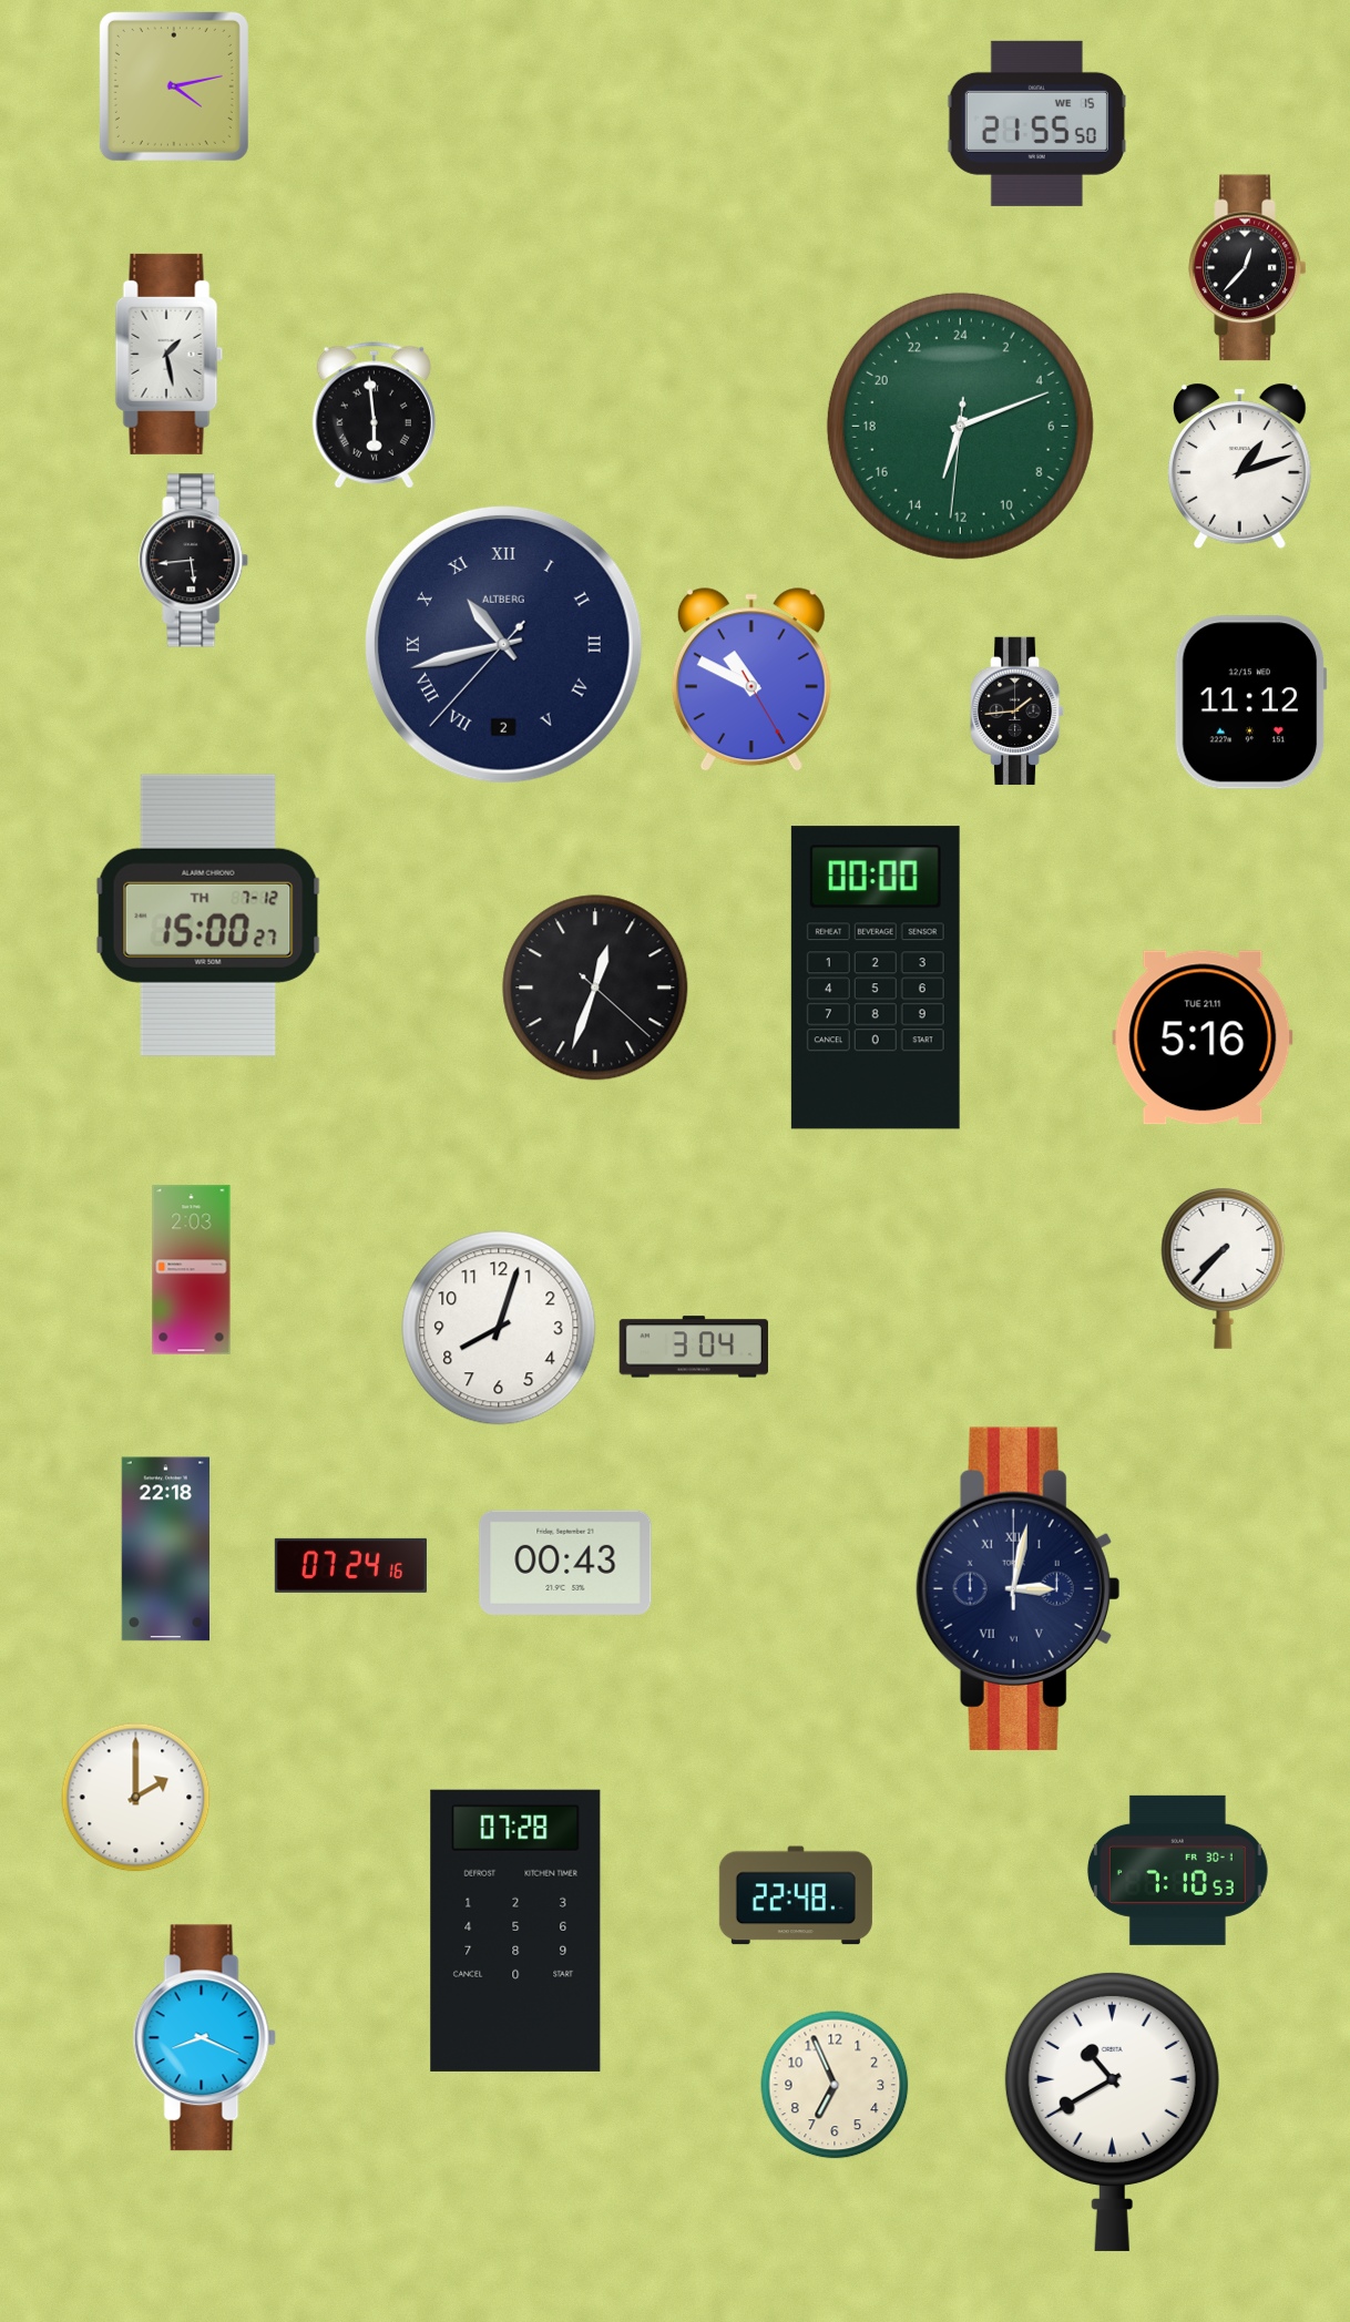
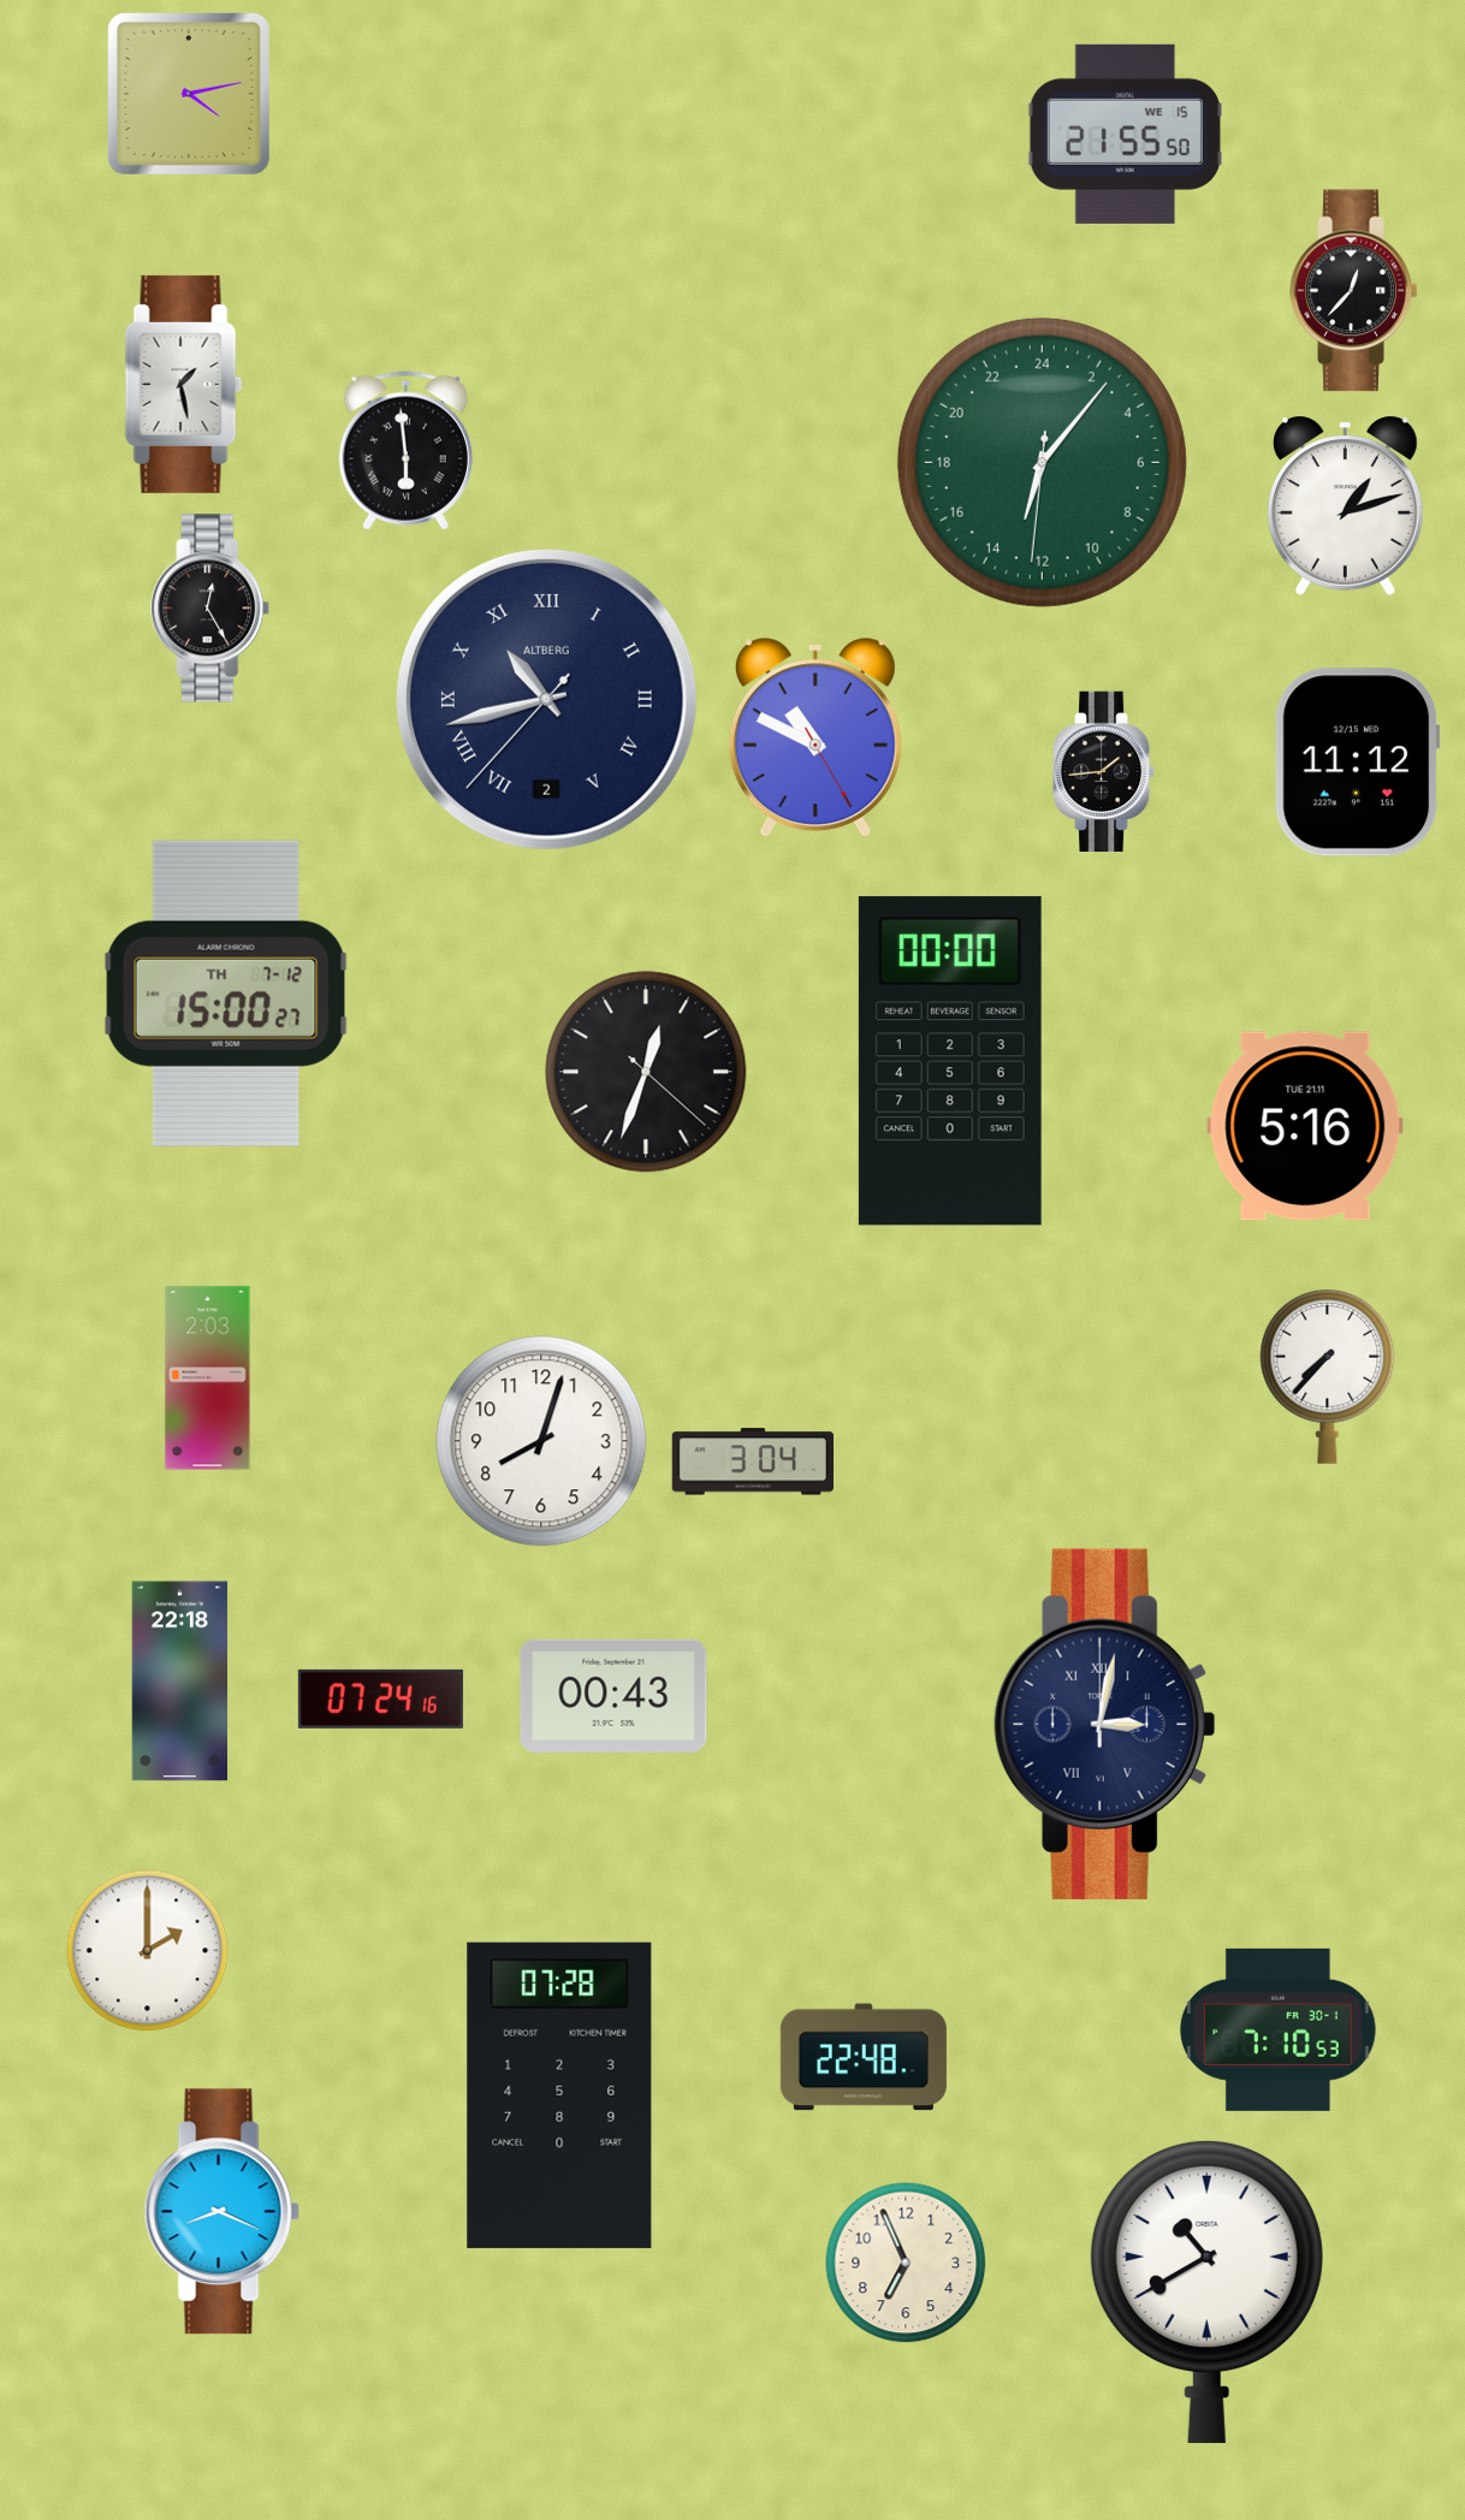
clock at (960, 426): 13:11 -> 13:06
clock at (194, 561): 5:44 -> 12:25
